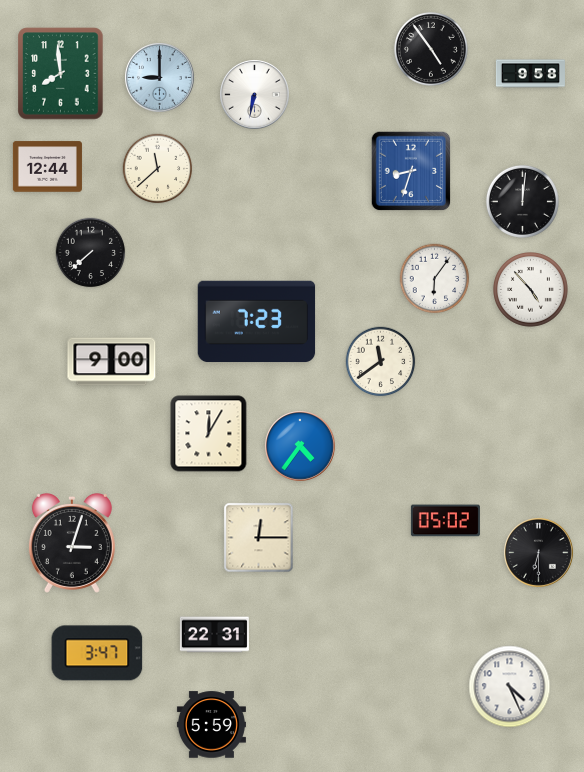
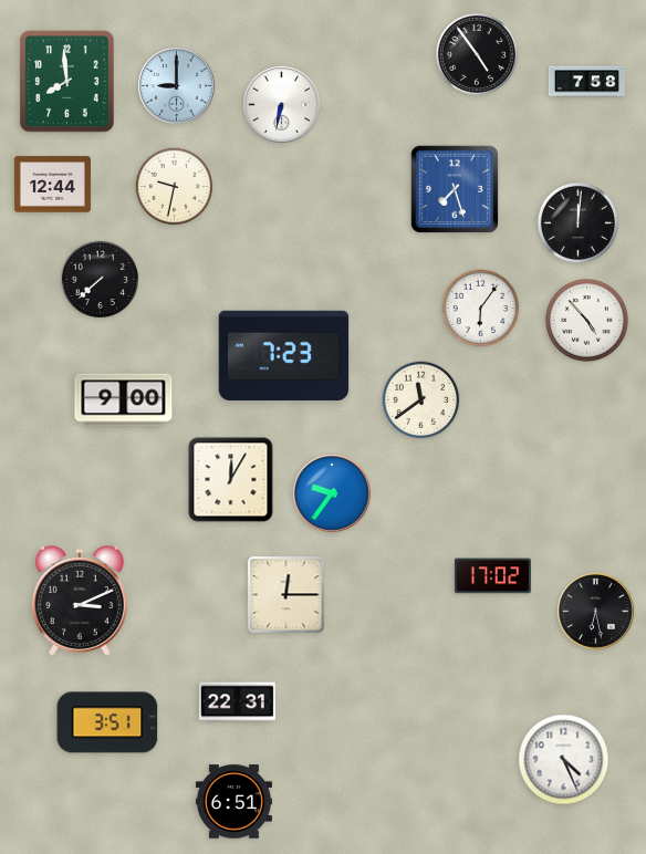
clock at (530, 74): 9:58 -> 7:58
clock at (158, 169): 11:38 -> 9:32
clock at (411, 171): 8:33 -> 7:27
clock at (300, 446): 4:36 -> 9:36
clock at (445, 521): 05:02 -> 17:02
clock at (72, 543): 3:03 -> 3:11
clock at (539, 553): 6:30 -> 6:28
clock at (97, 653): 3:47 -> 3:51
clock at (211, 725): 5:59 -> 6:51
